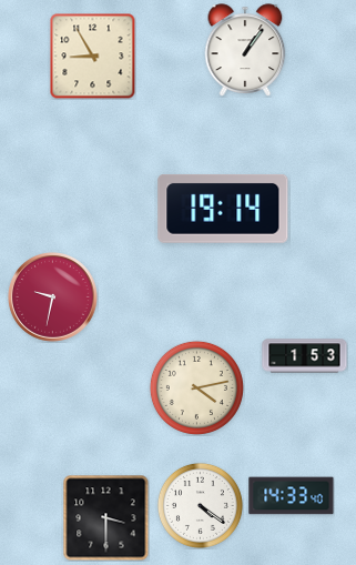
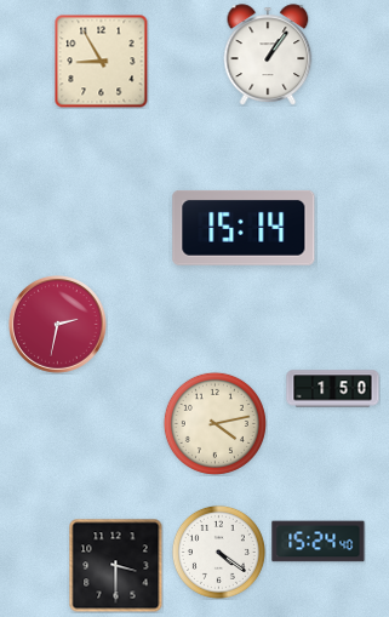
clock at (223, 209): 19:14 -> 15:14
clock at (53, 297): 9:32 -> 2:32
clock at (305, 356): 1:53 -> 1:50
clock at (292, 496): 14:33 -> 15:24
